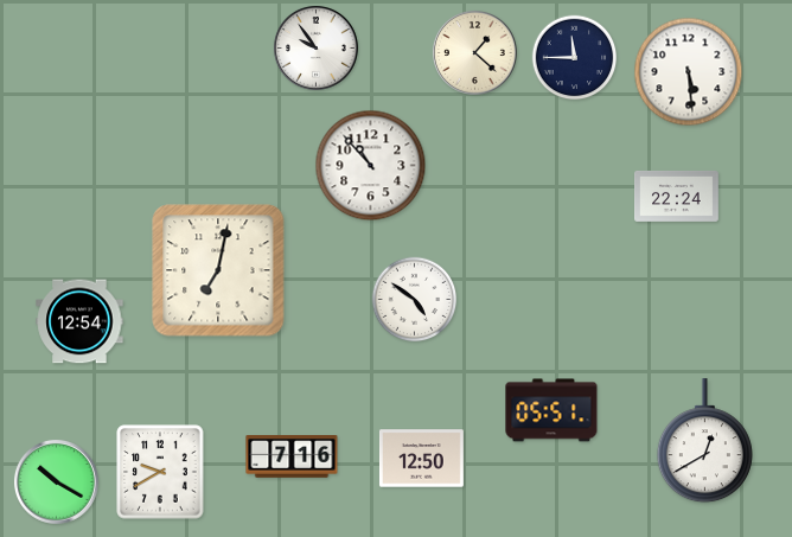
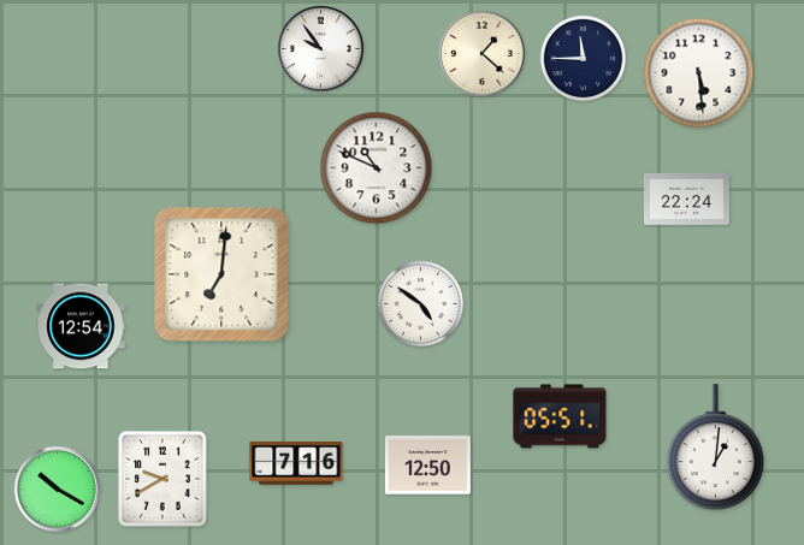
clock at (371, 166): 10:53 -> 10:49
clock at (218, 270): 7:02 -> 7:01
clock at (704, 441): 12:40 -> 1:01
